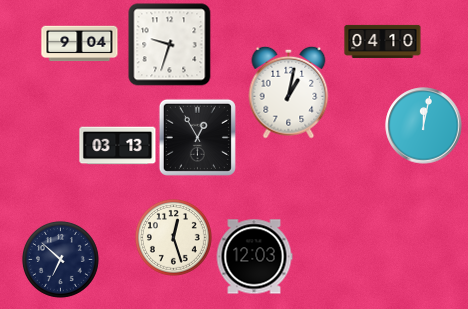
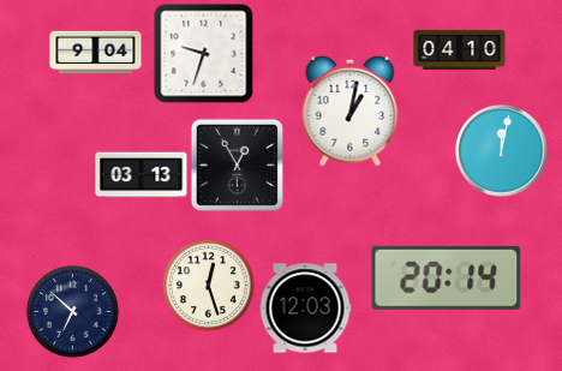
clock at (289, 92) position: (289, 92) -> (351, 110)
clock at (424, 126) position: (424, 126) -> (502, 151)
clock at (447, 277): none -> 20:14
